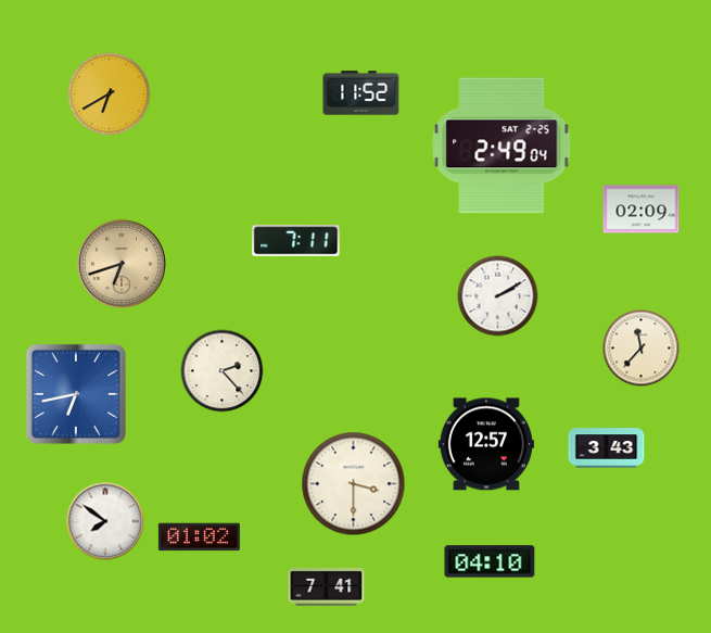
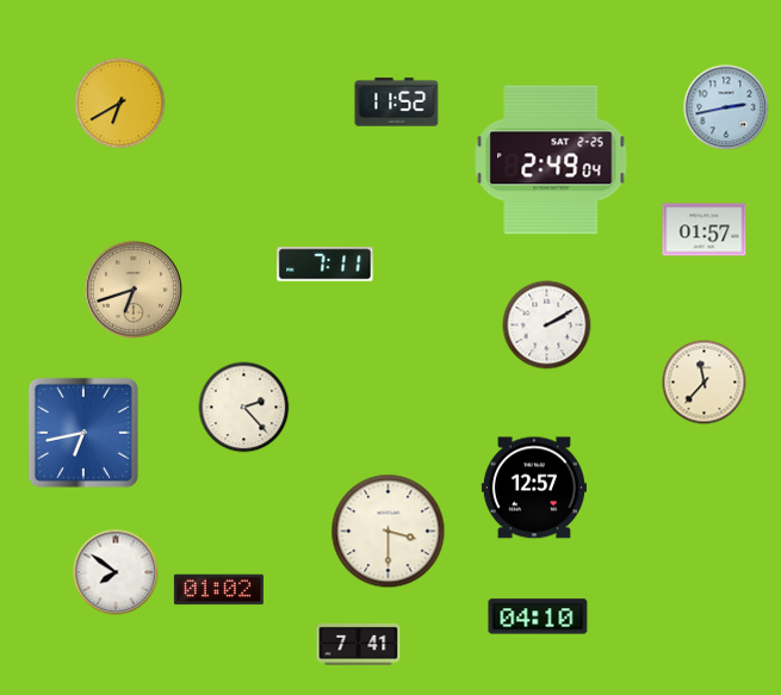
clock at (726, 107): none -> 2:43
clock at (642, 210): 02:09 -> 01:57
clock at (607, 448): 3:43 -> none
